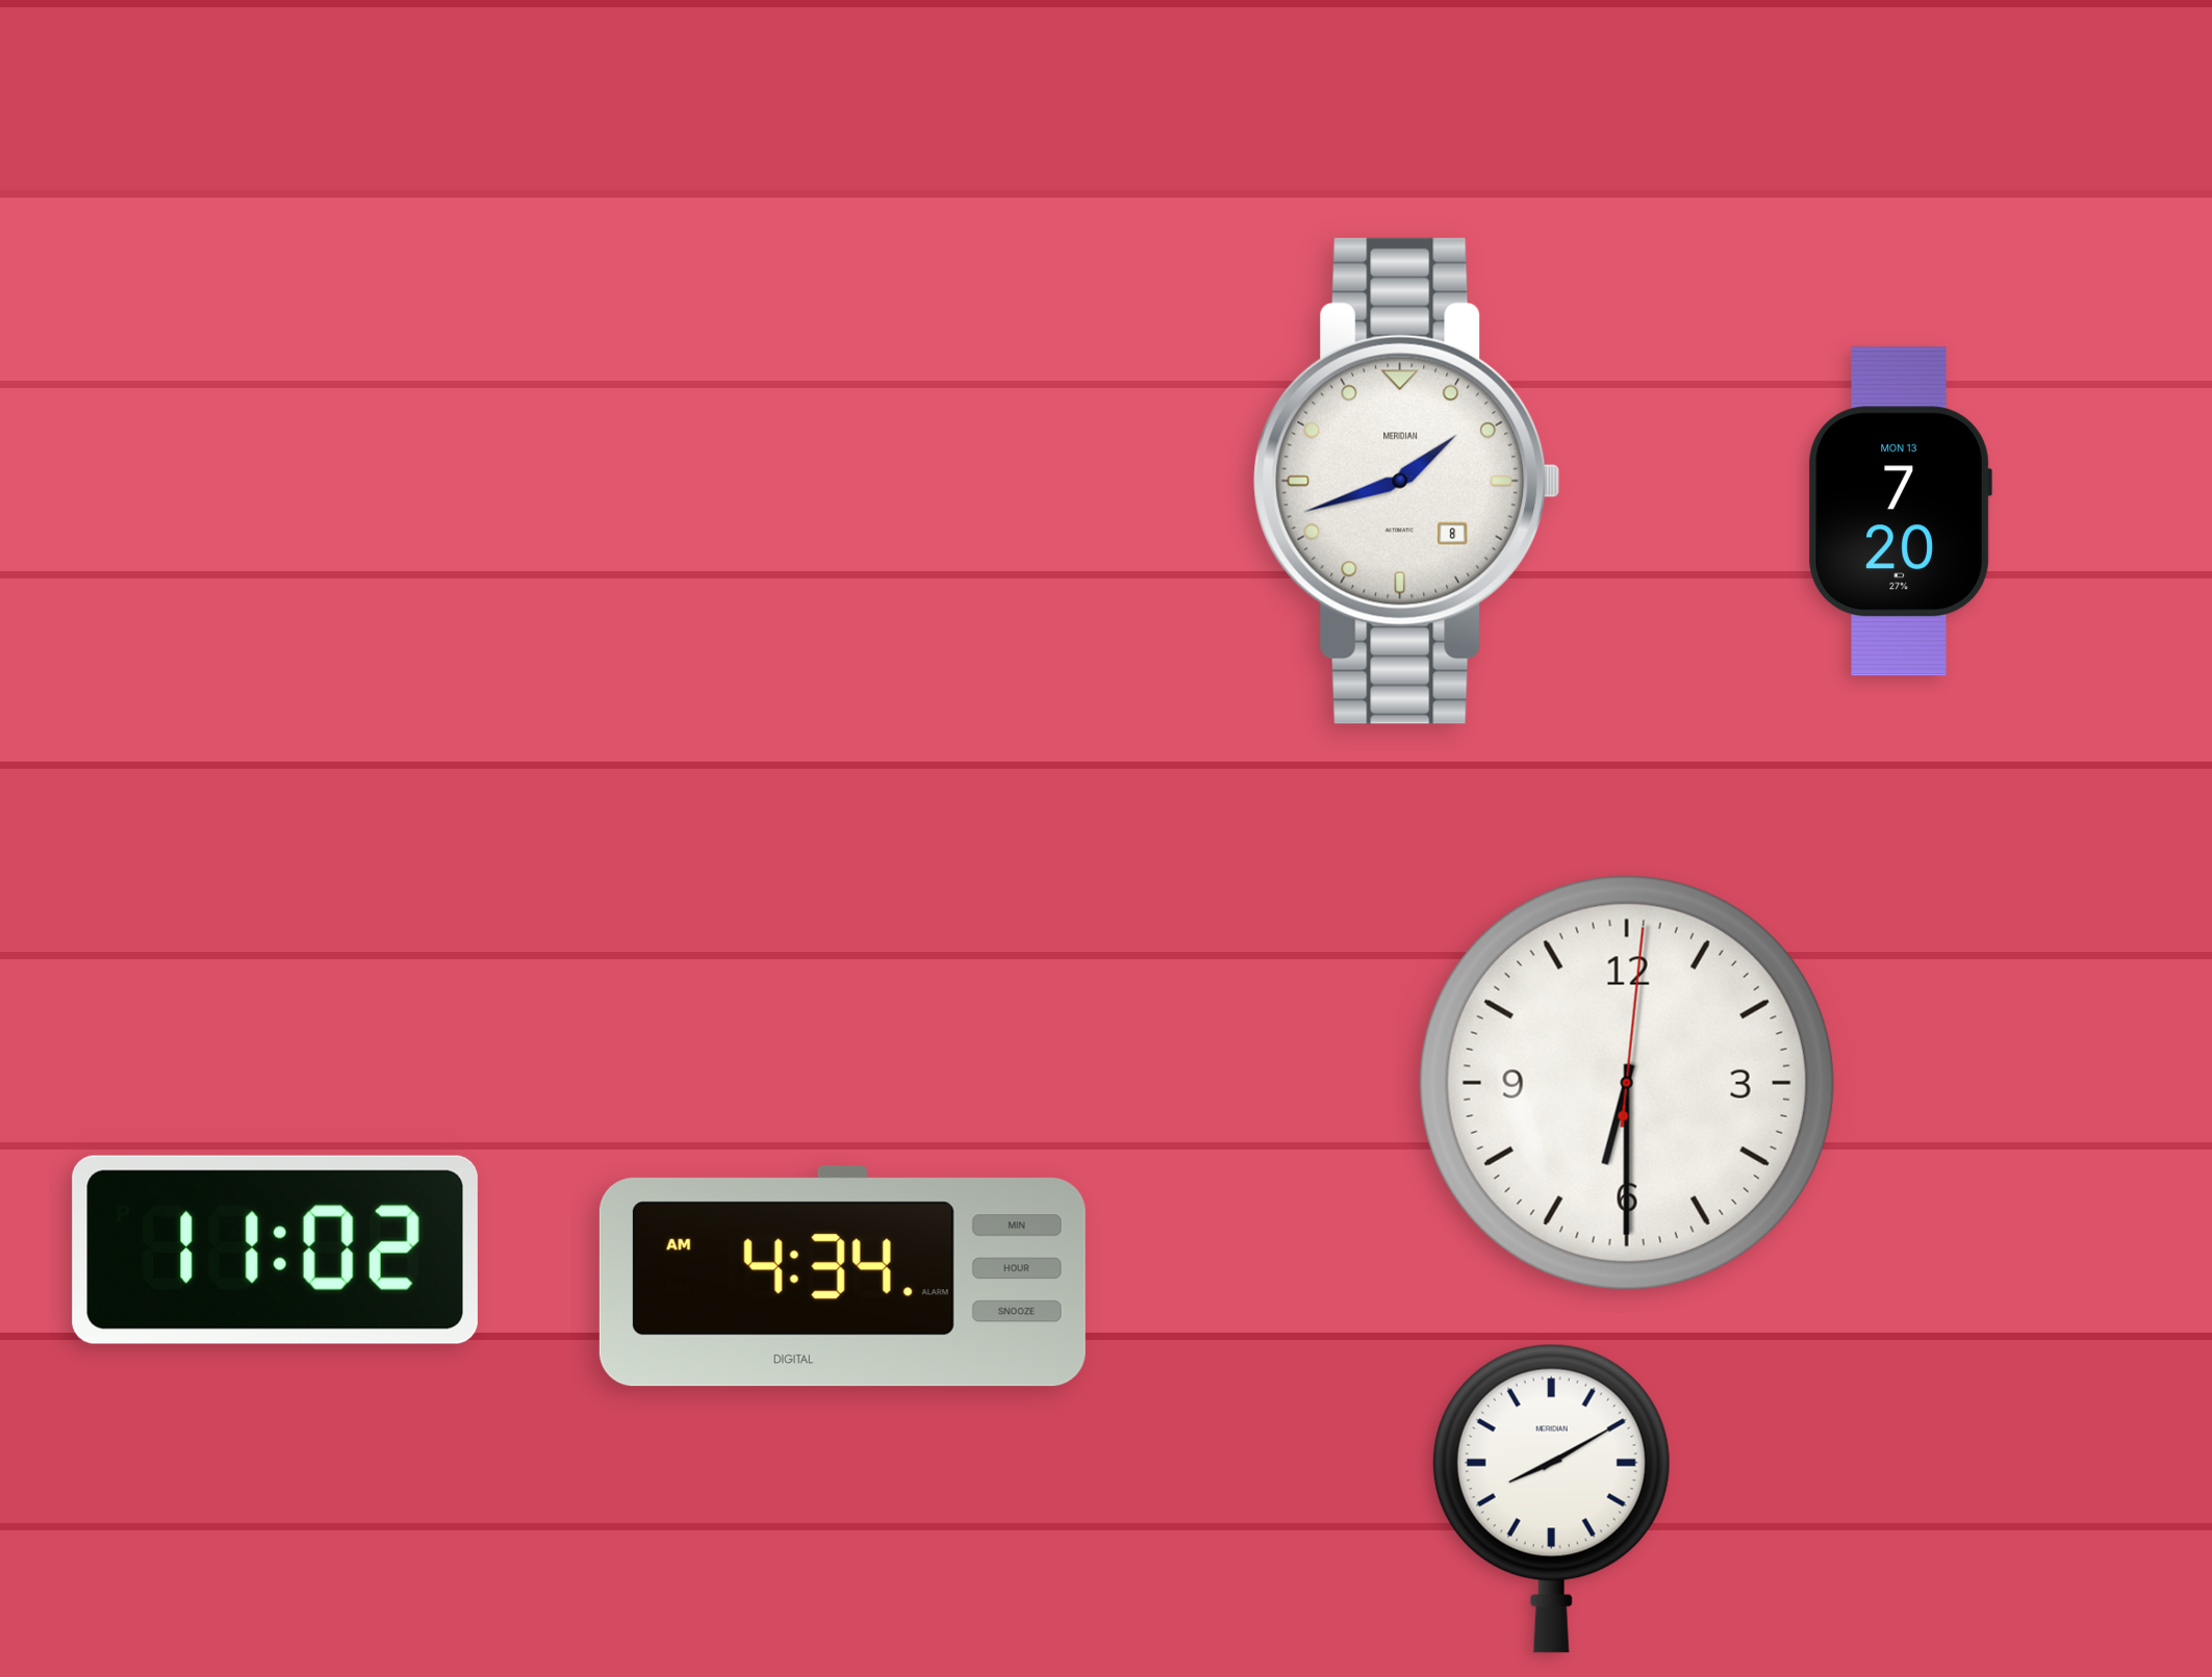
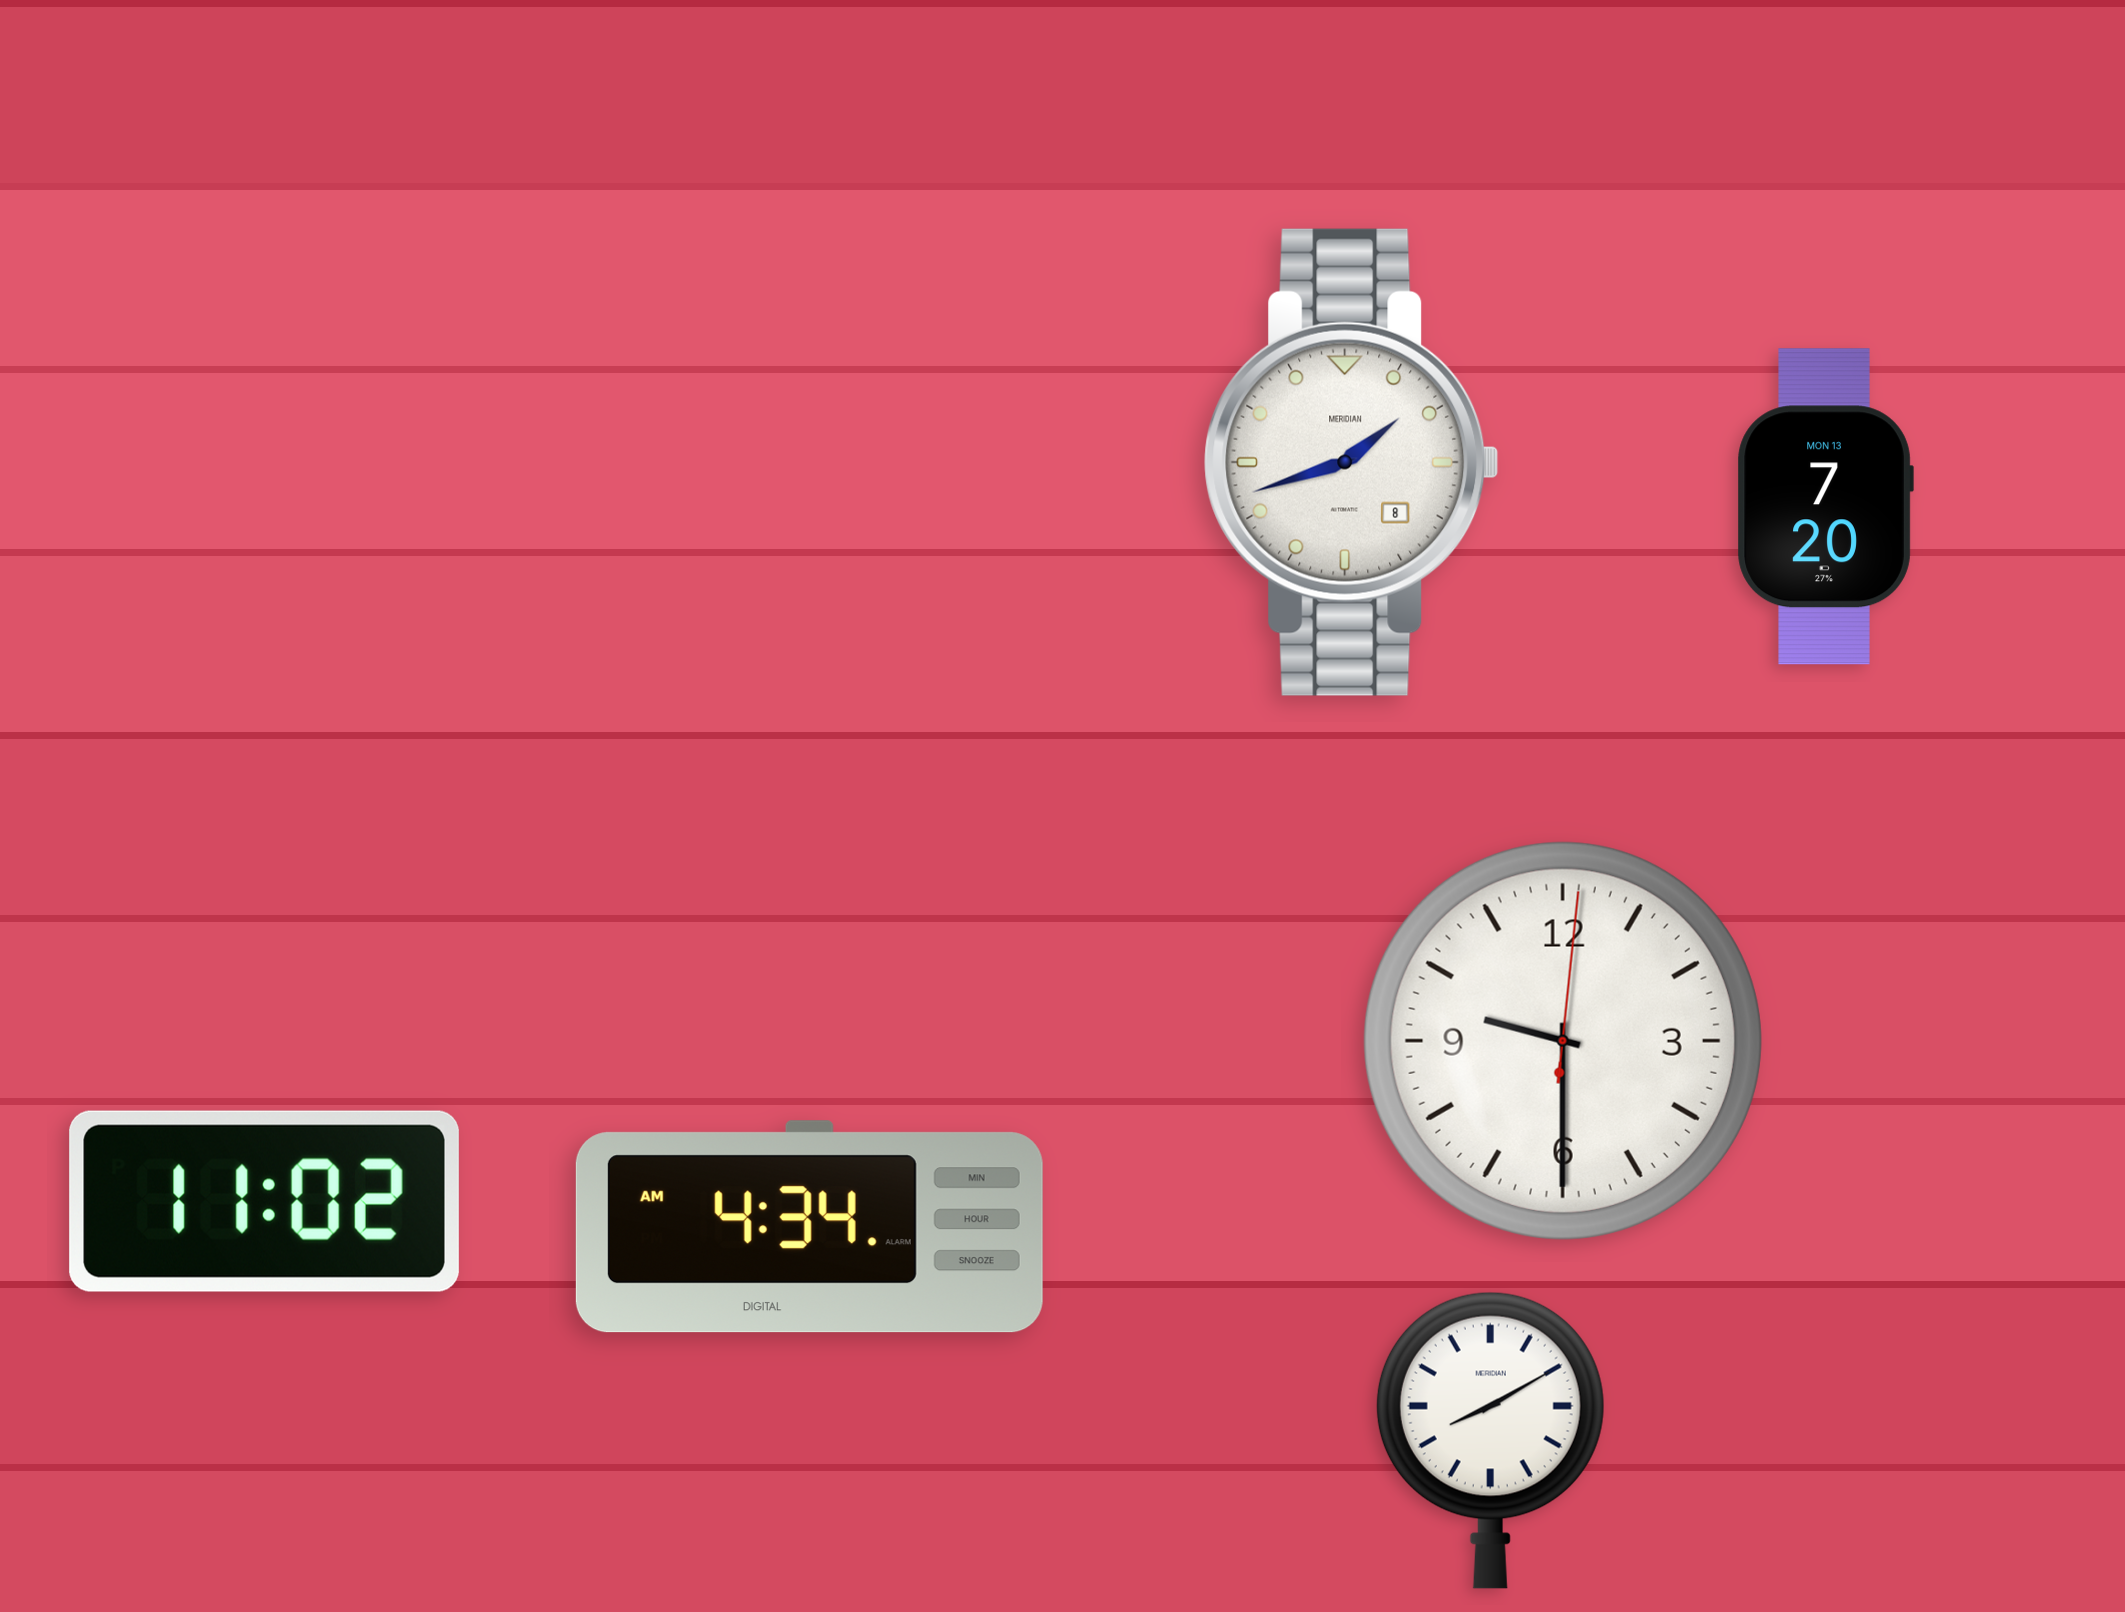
clock at (1900, 512) position: (1900, 512) -> (1825, 507)
clock at (1627, 1083): 6:30 -> 9:30
